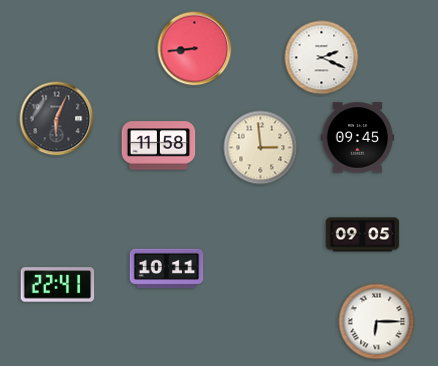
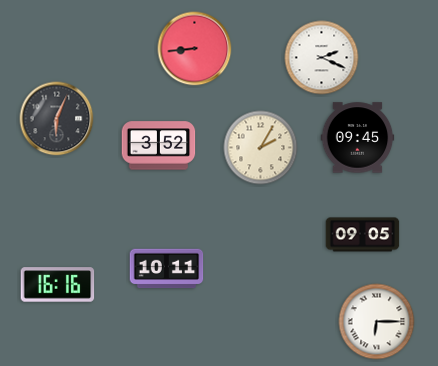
clock at (159, 146): 11:58 -> 3:52
clock at (261, 148): 2:59 -> 2:05
clock at (58, 285): 22:41 -> 16:16
